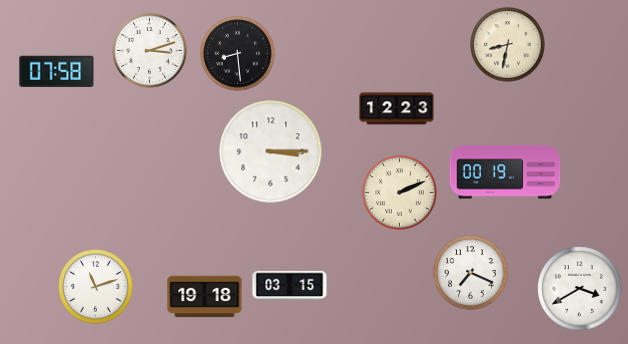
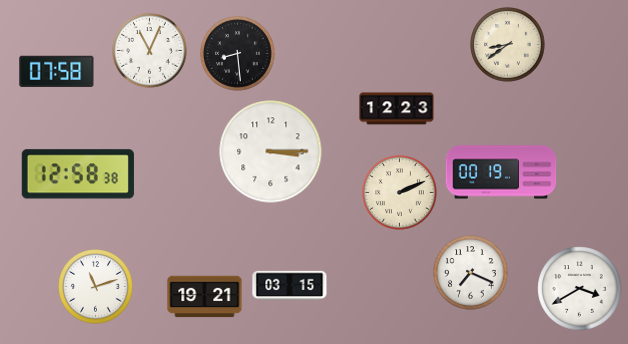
clock at (508, 45): 8:32 -> 8:39
clock at (150, 51): 3:12 -> 11:04
clock at (505, 172) position: (505, 172) -> (501, 172)
clock at (78, 174): none -> 12:58
clock at (205, 297): 19:18 -> 19:21
